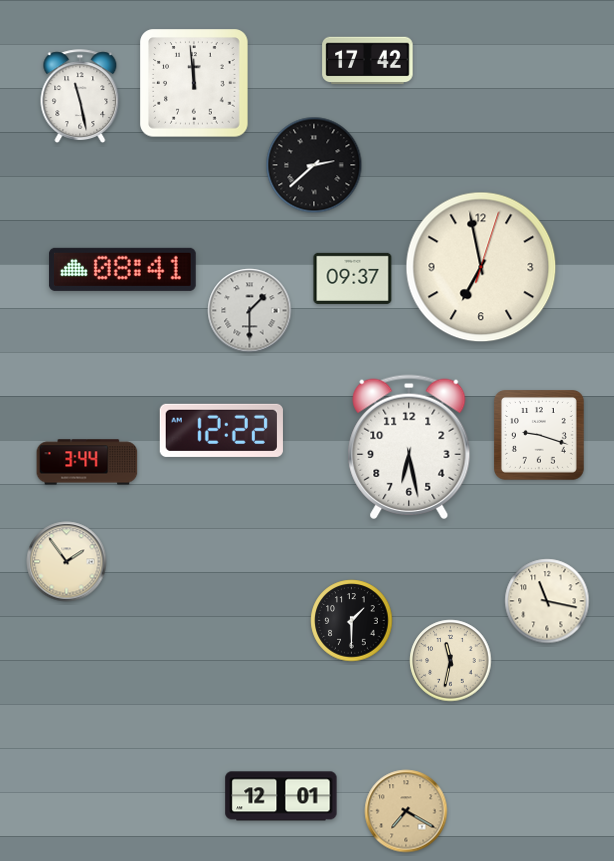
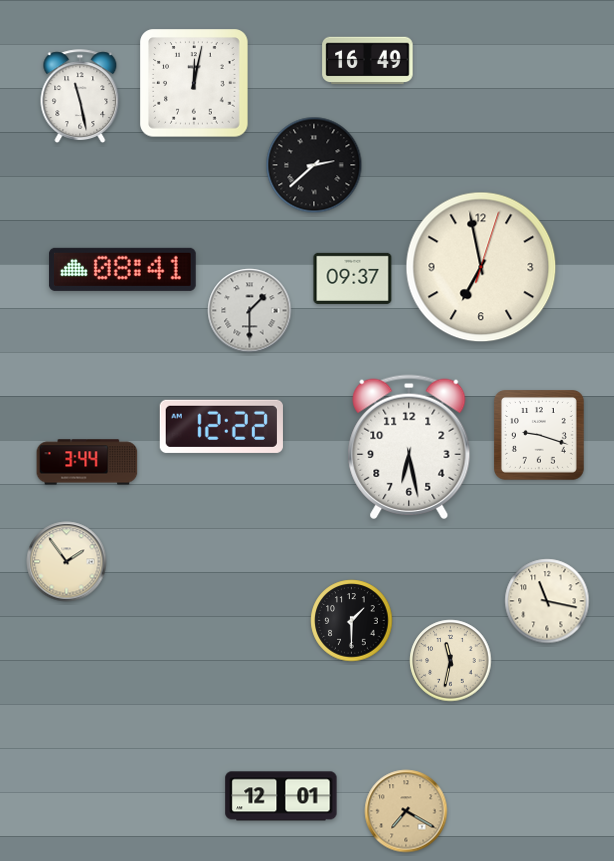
clock at (368, 61): 17:42 -> 16:49
clock at (194, 83): 11:59 -> 12:02
clock at (221, 430) position: (221, 430) -> (221, 426)
